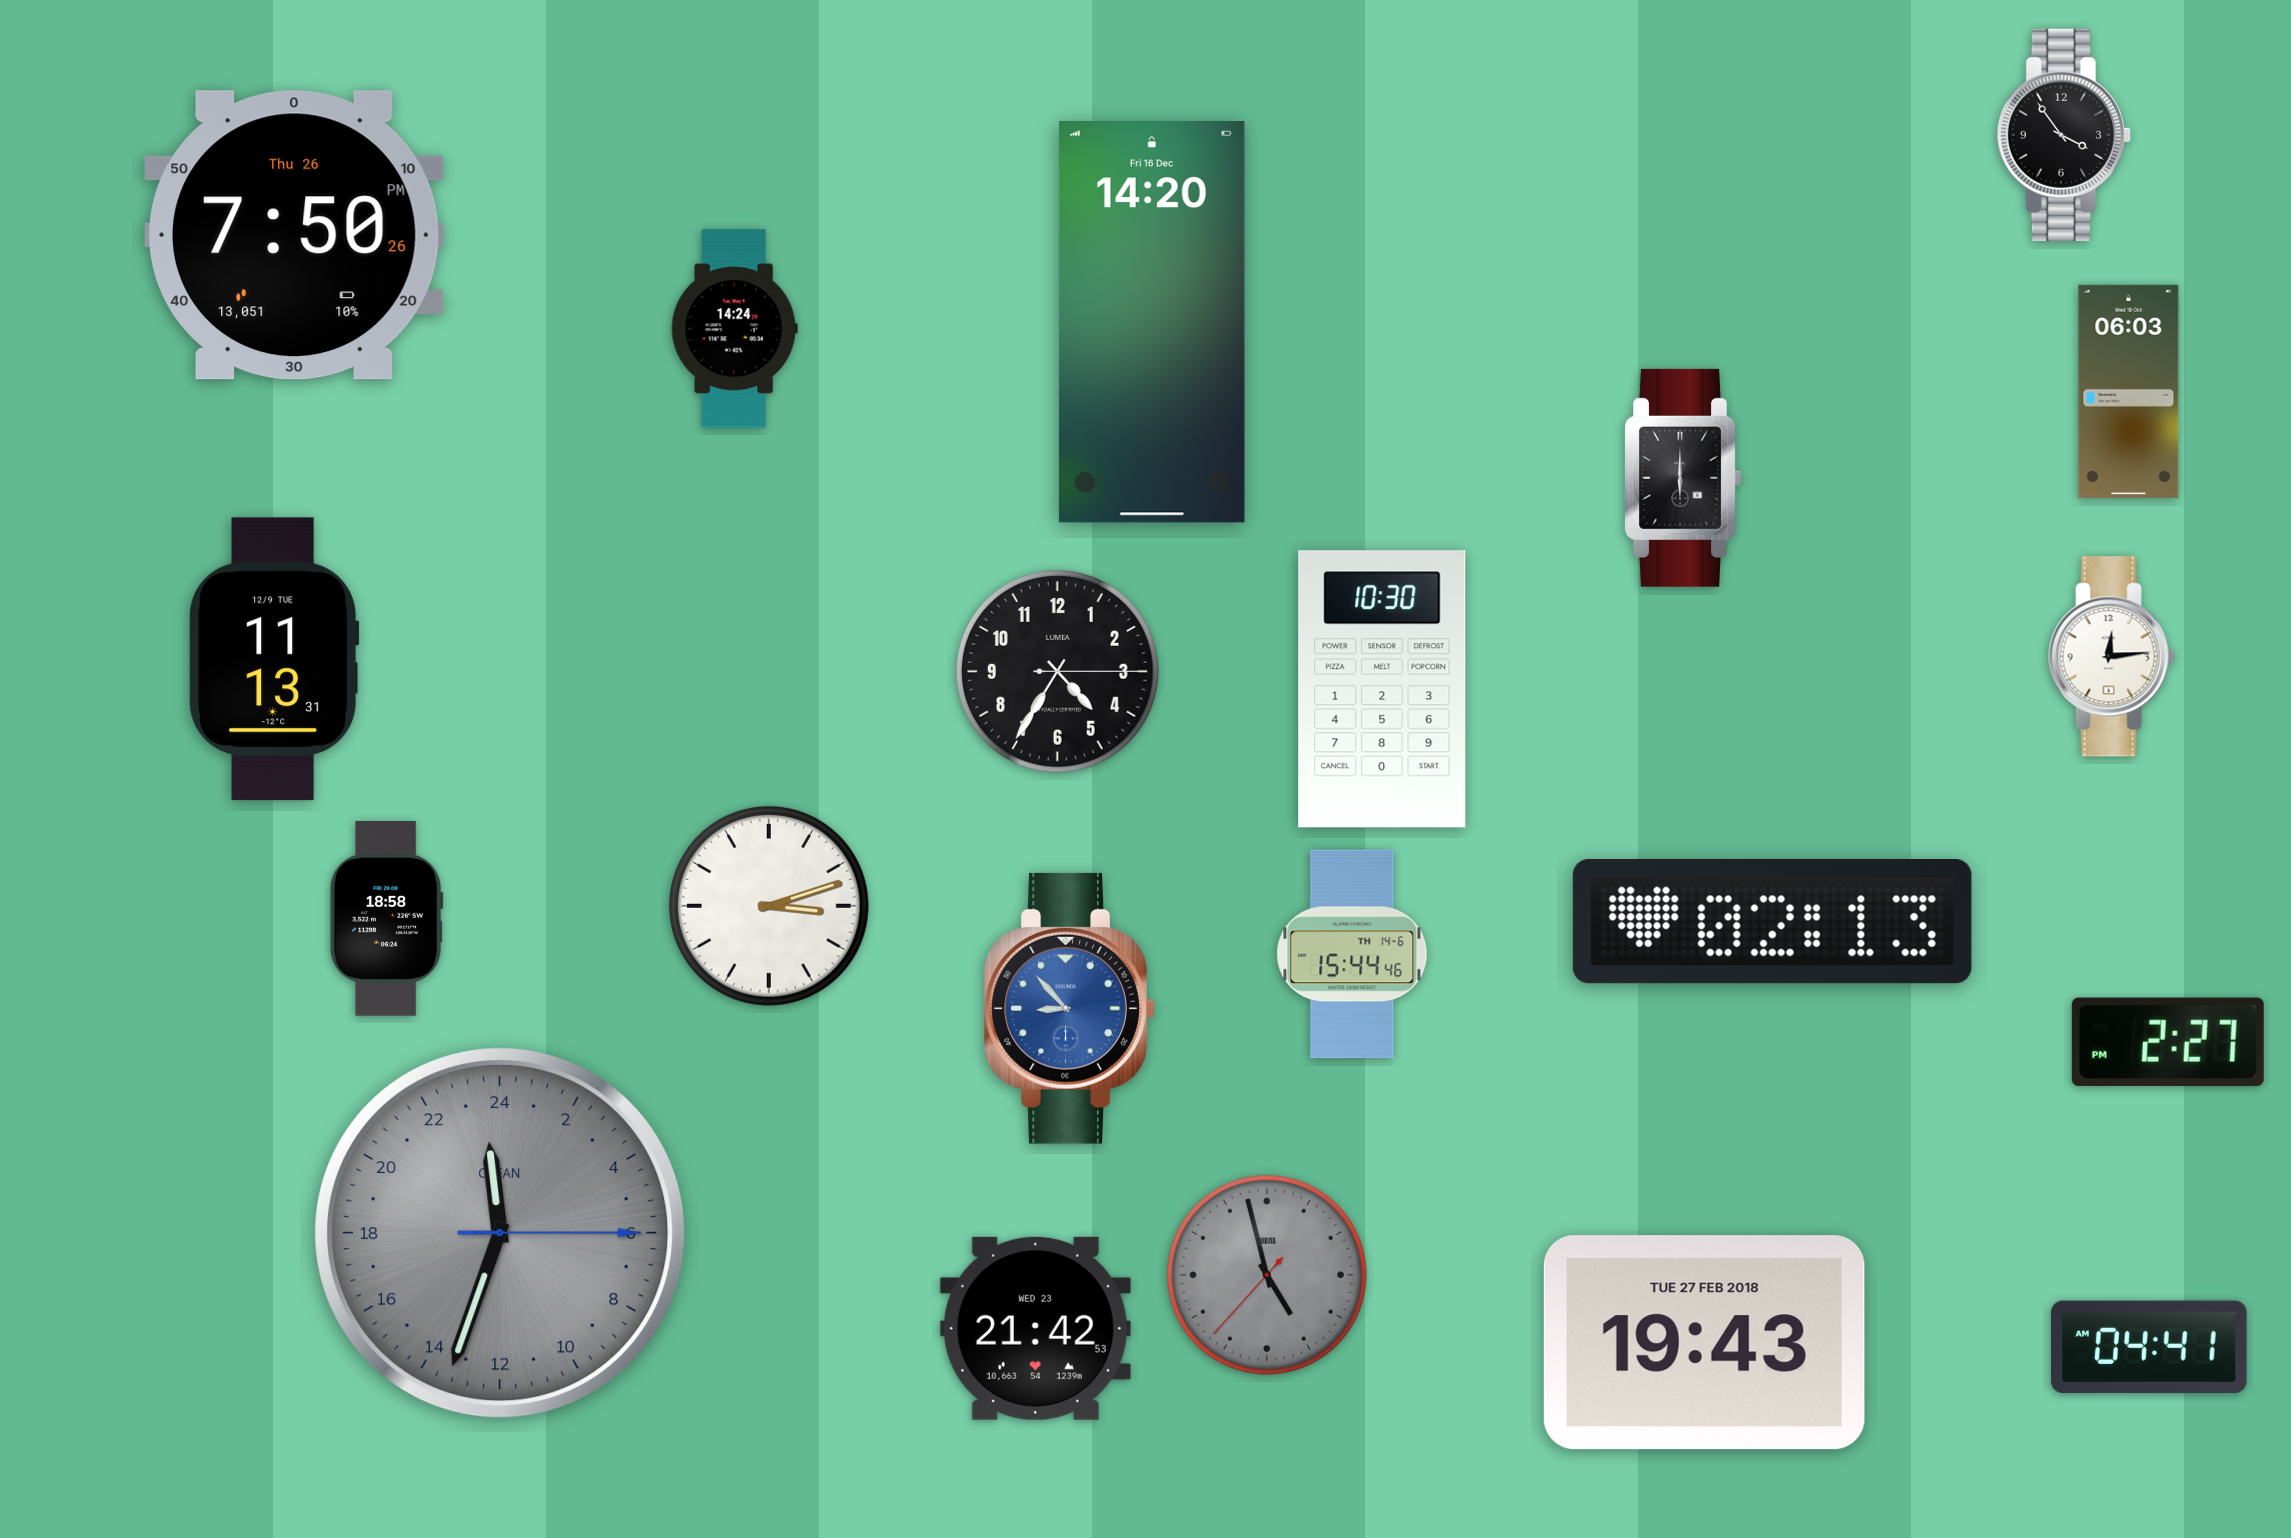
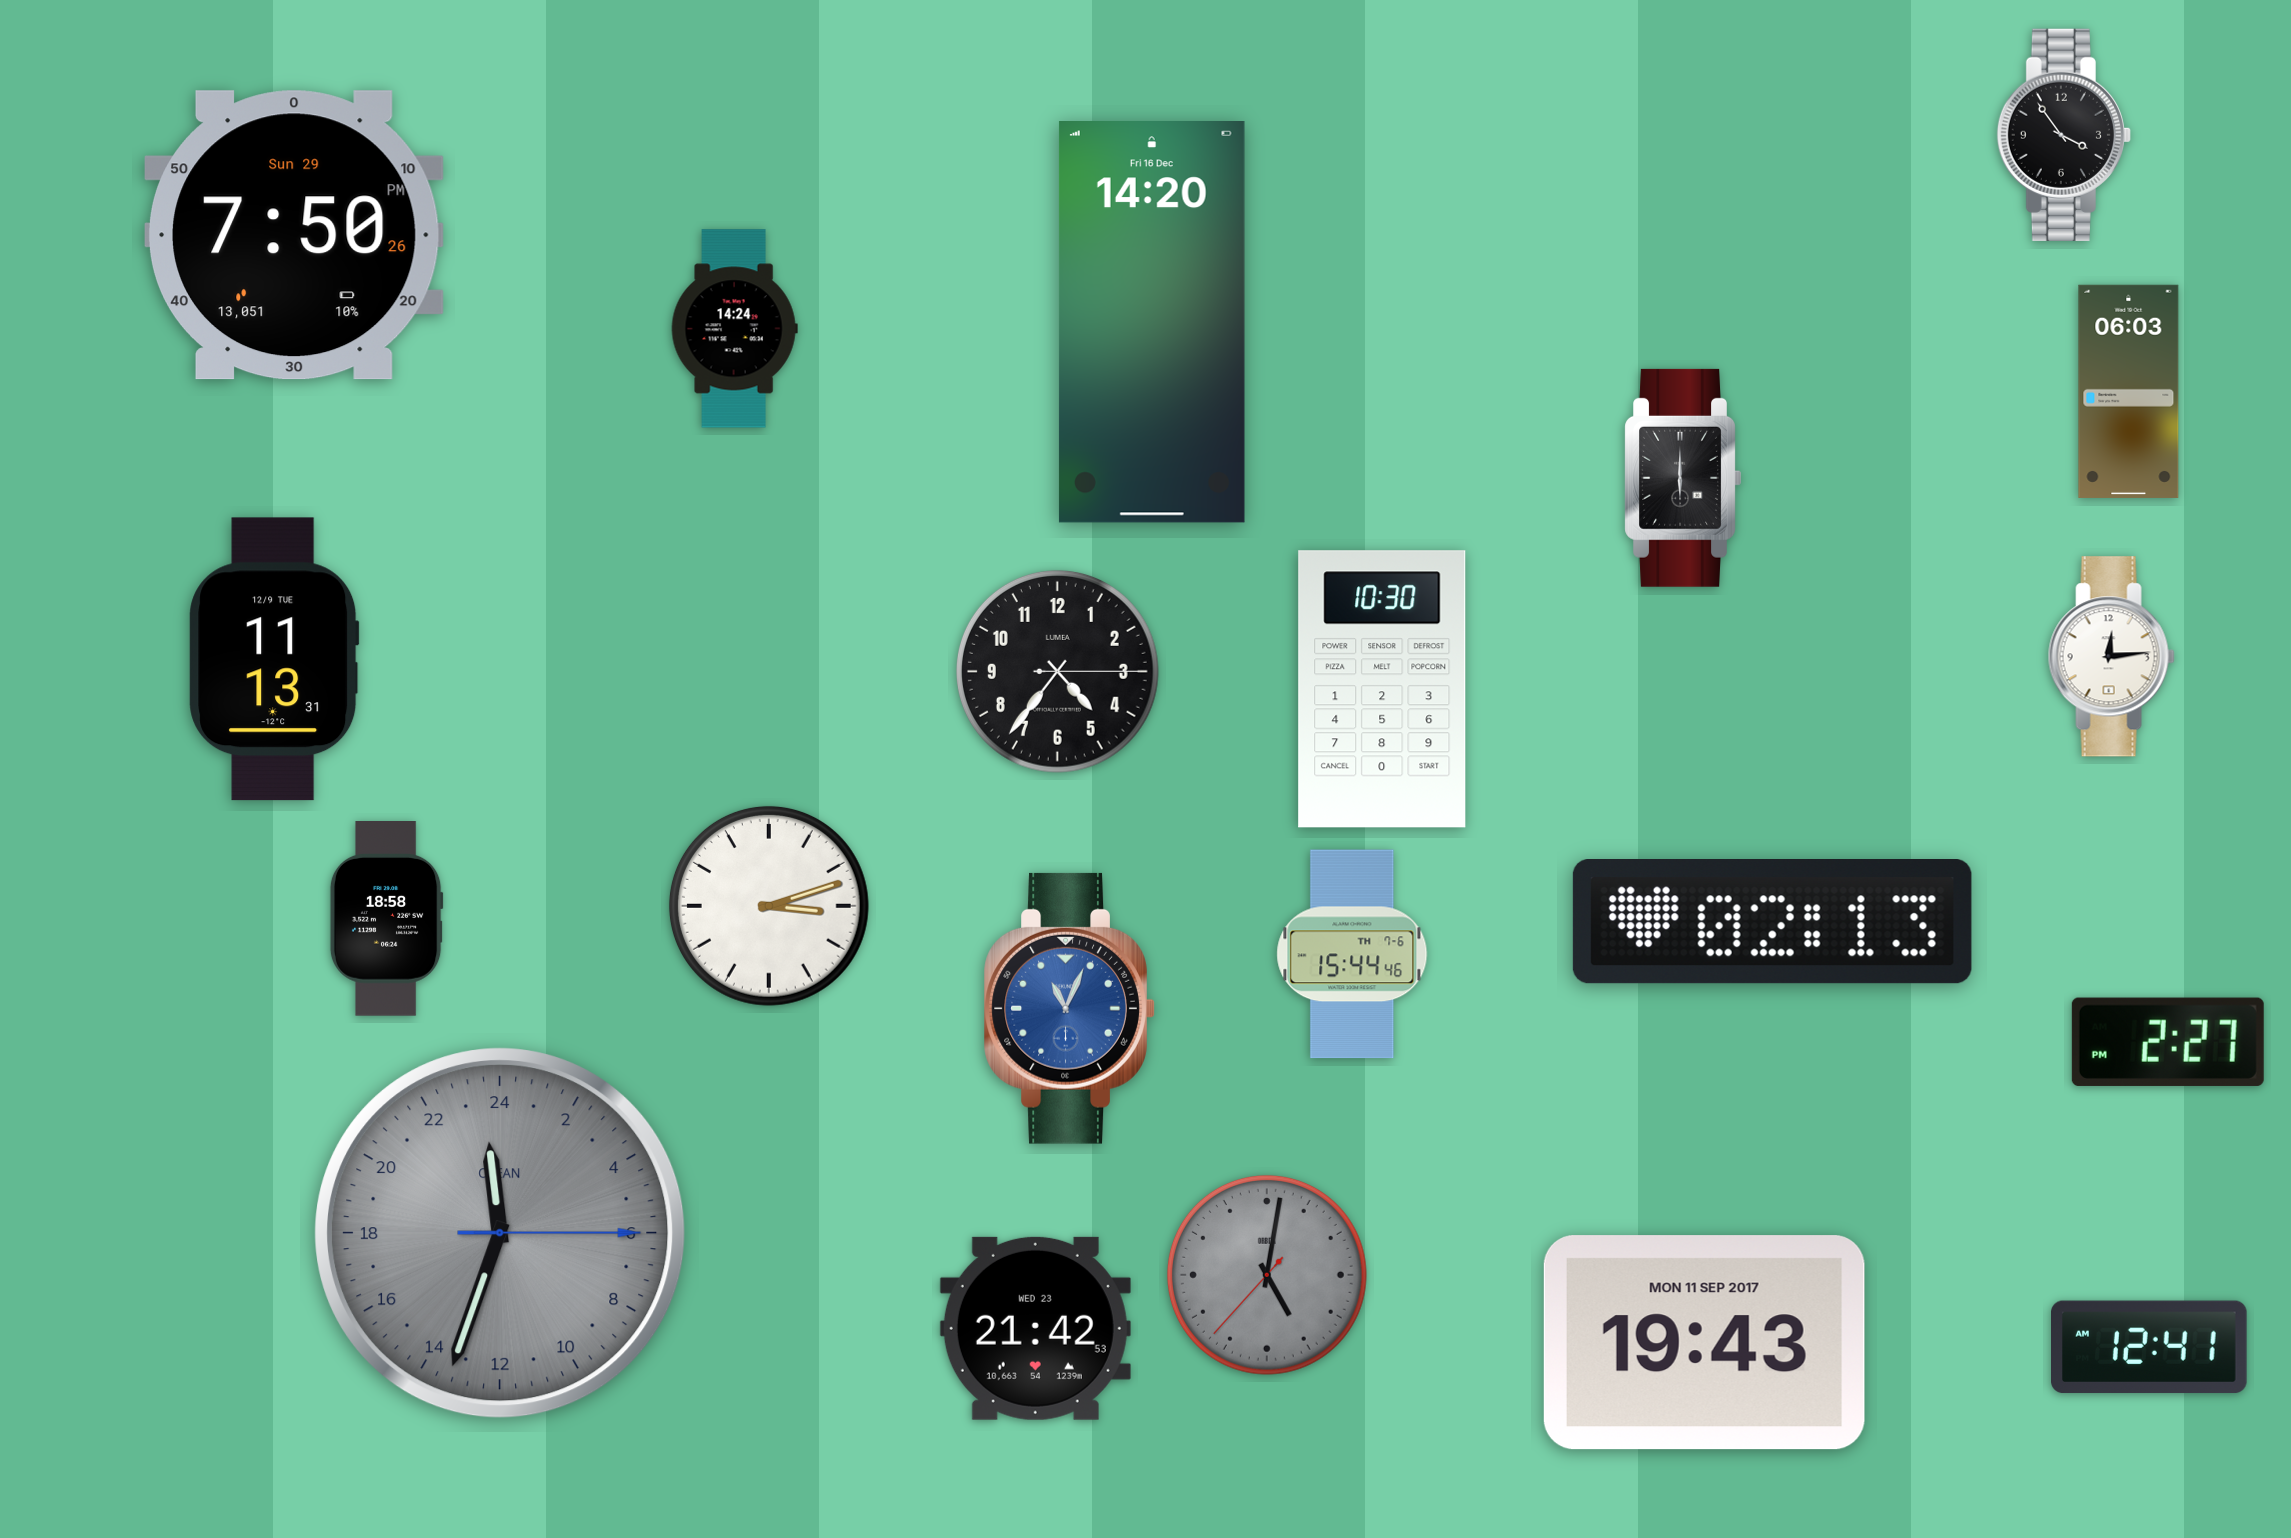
clock at (294, 235) date: Thu 26 -> Sun 29
clock at (1057, 671): 4:35 -> 4:36
clock at (1352, 954) date: TH 14-6 -> TH 7-6
clock at (1069, 1008): 8:53 -> 11:04
clock at (1267, 1275): 4:57 -> 5:01
clock at (1704, 1343) date: TUE 27 FEB 2018 -> MON 11 SEP 2017
clock at (2150, 1347): 04:41 -> 12:41
